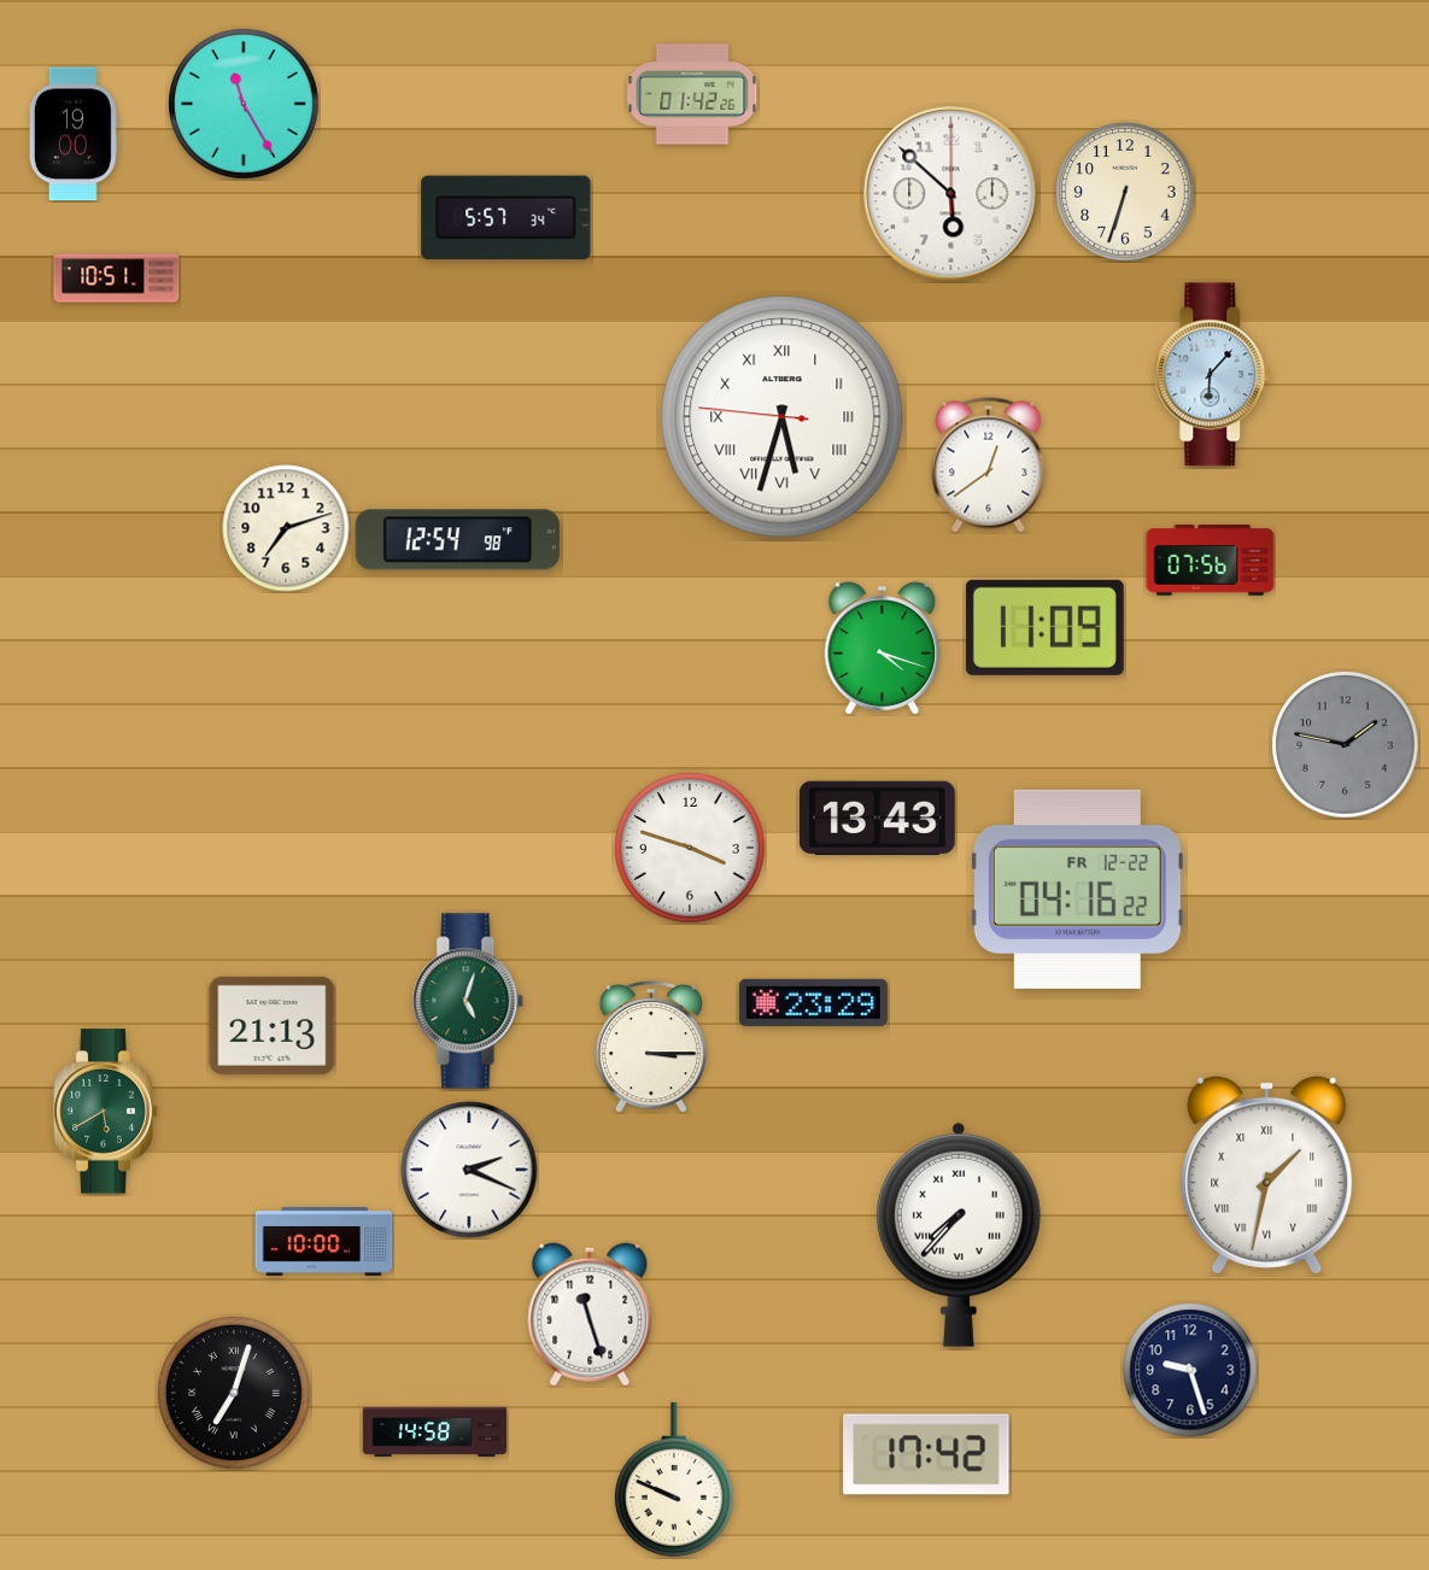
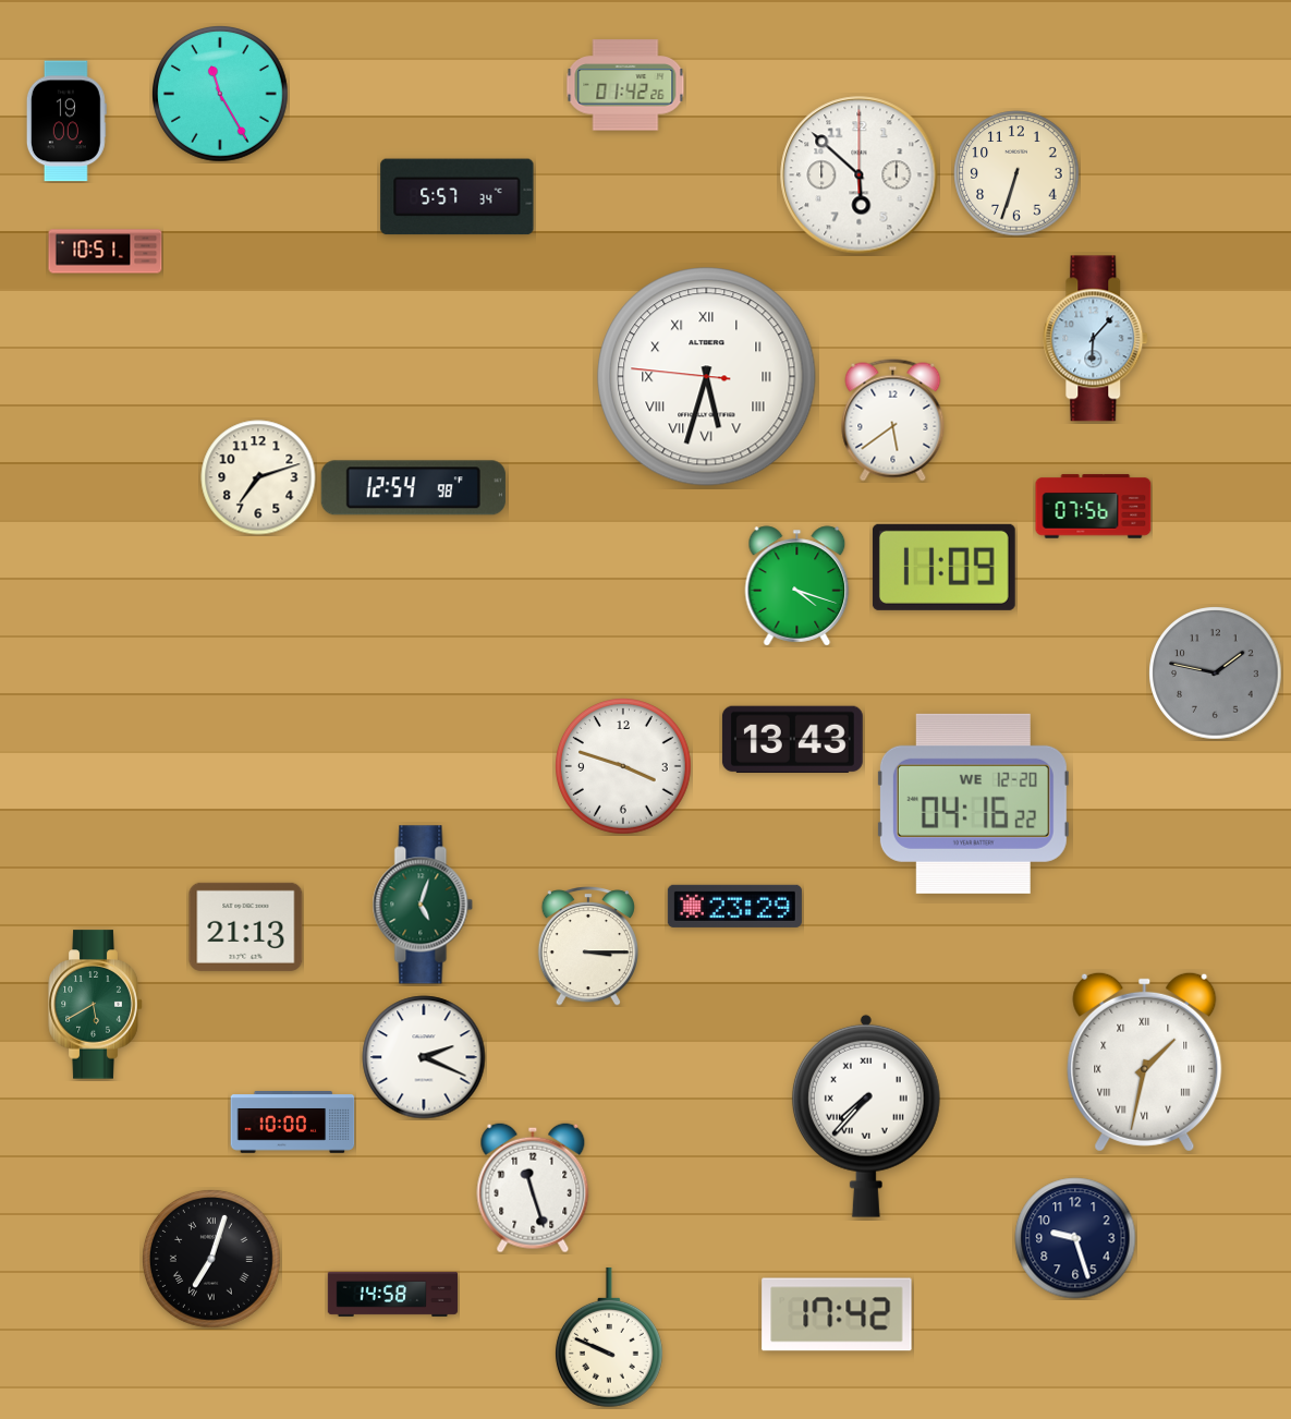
clock at (989, 465): 12:39 -> 5:39
clock at (1077, 889) date: FR 12-22 -> WE 12-20
